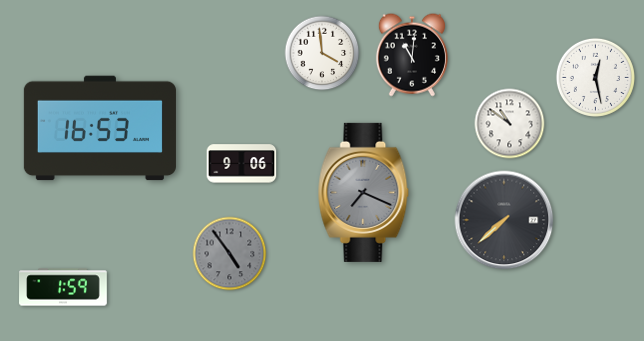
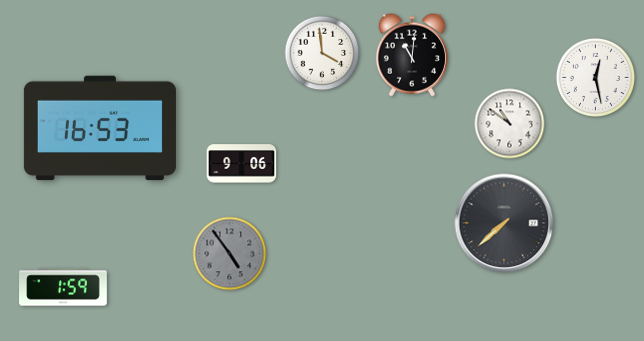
clock at (364, 192): 7:19 -> none
clock at (504, 220) position: (504, 220) -> (504, 223)
